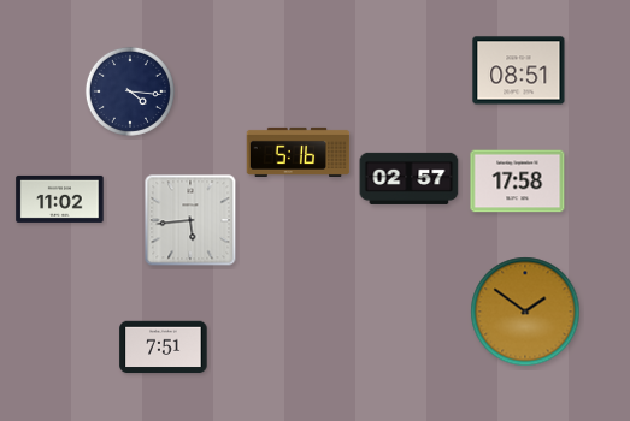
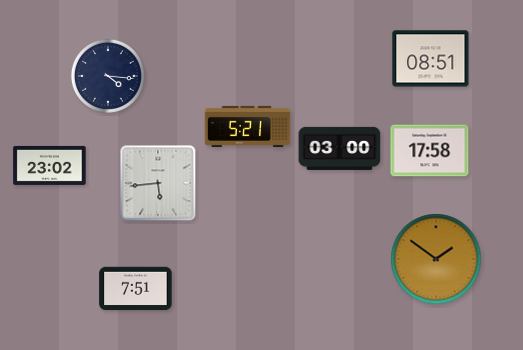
clock at (299, 152): 5:16 -> 5:21
clock at (410, 178): 02:57 -> 03:00
clock at (60, 198): 11:02 -> 23:02
